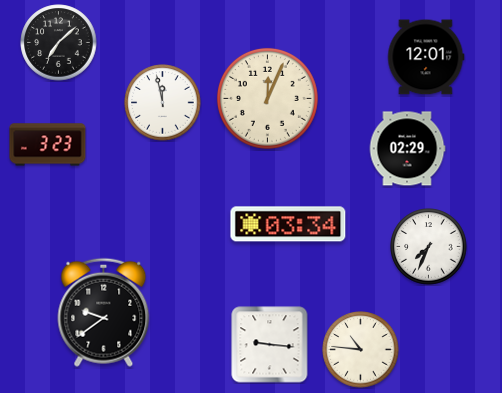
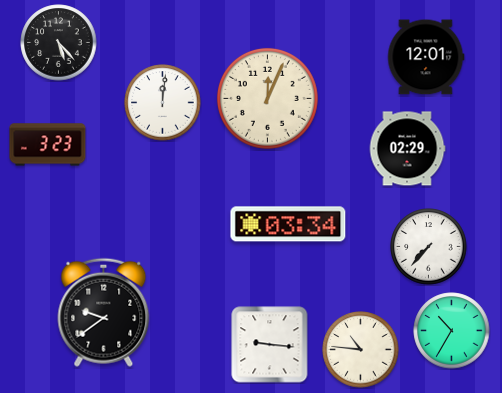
clock at (59, 43): 7:08 -> 5:23
clock at (163, 103): 11:58 -> 12:01
clock at (429, 247): 7:34 -> 7:37
clock at (452, 331): none -> 10:35
